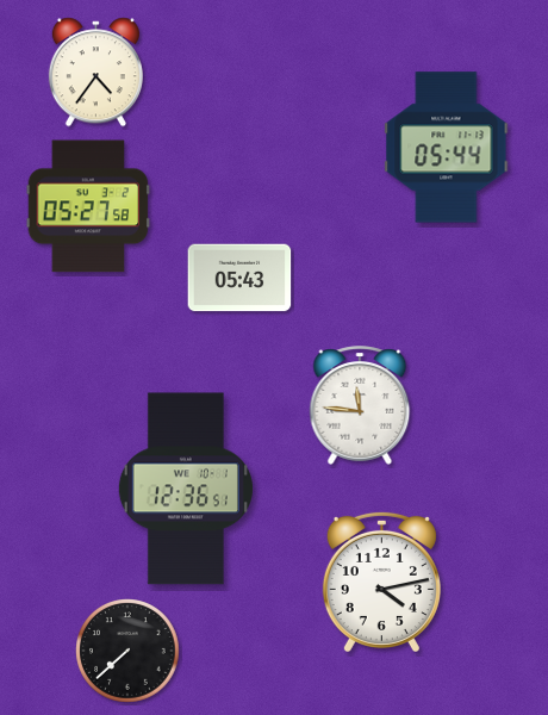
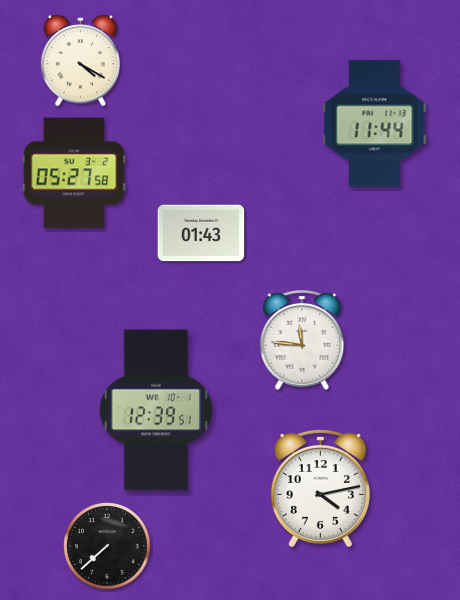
clock at (95, 73): 4:36 -> 4:20
clock at (447, 148): 05:44 -> 11:44
clock at (239, 278): 05:43 -> 01:43
clock at (186, 489): 12:36 -> 12:39
